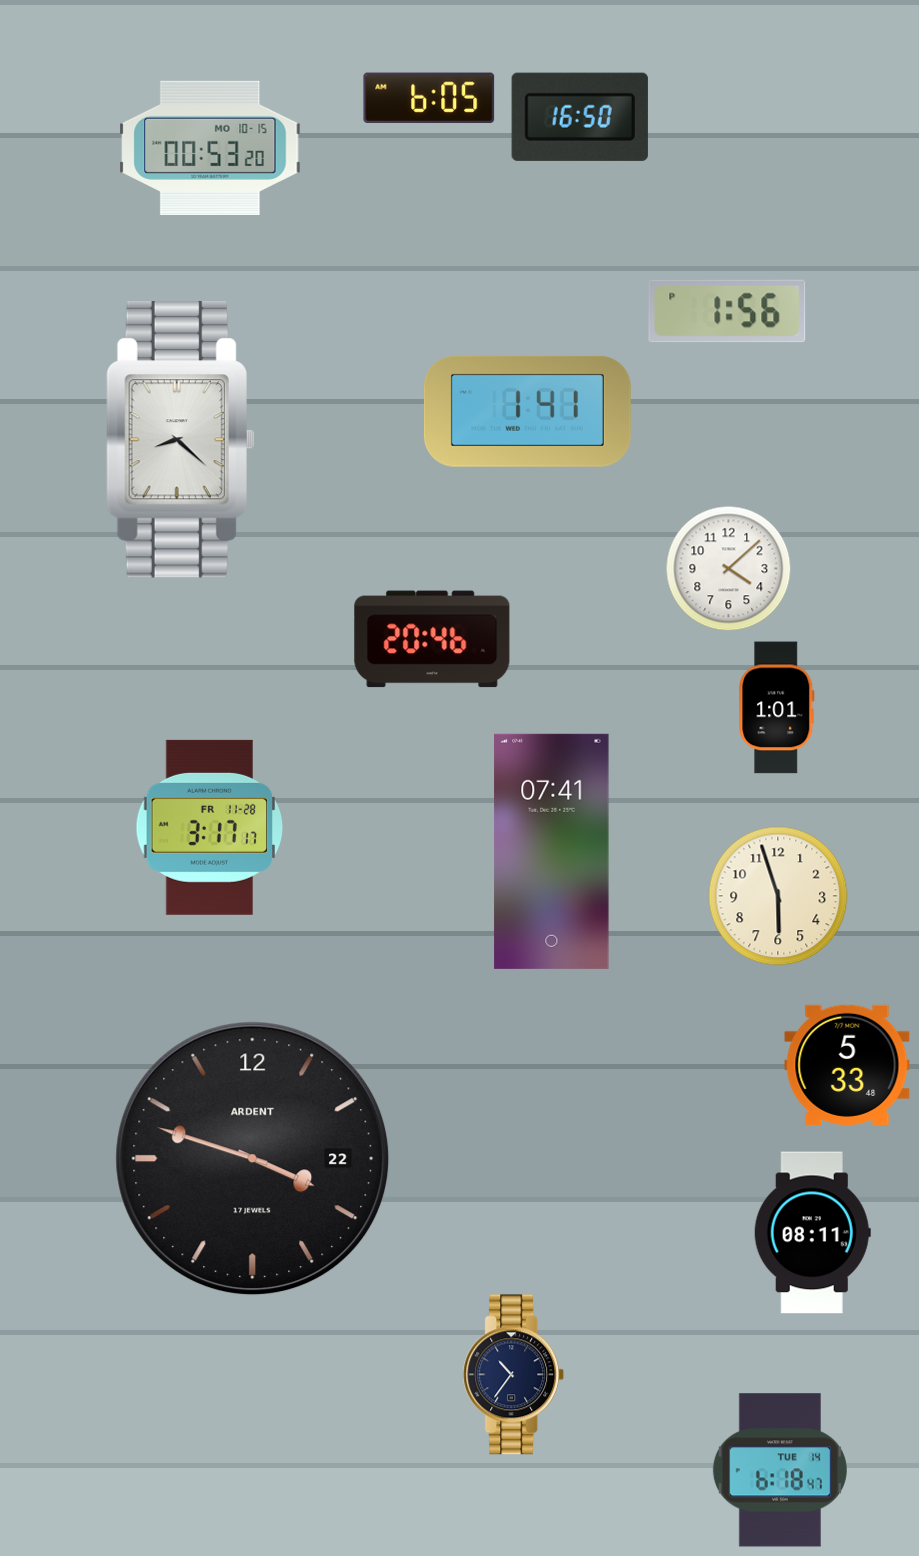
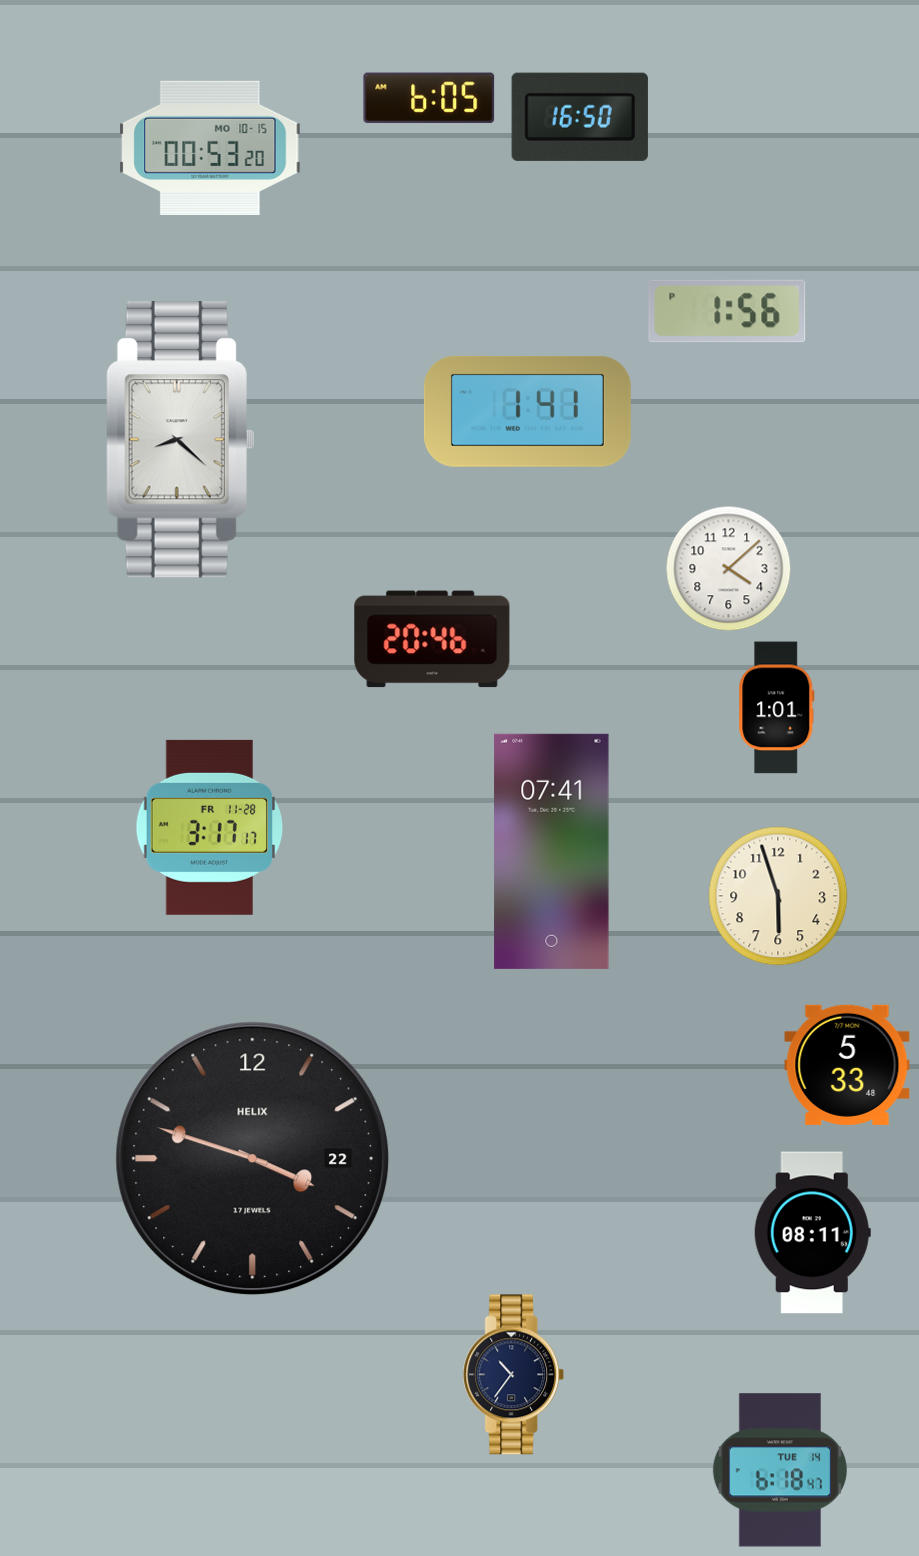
clock at (253, 1159) brand: ARDENT -> HELIX
